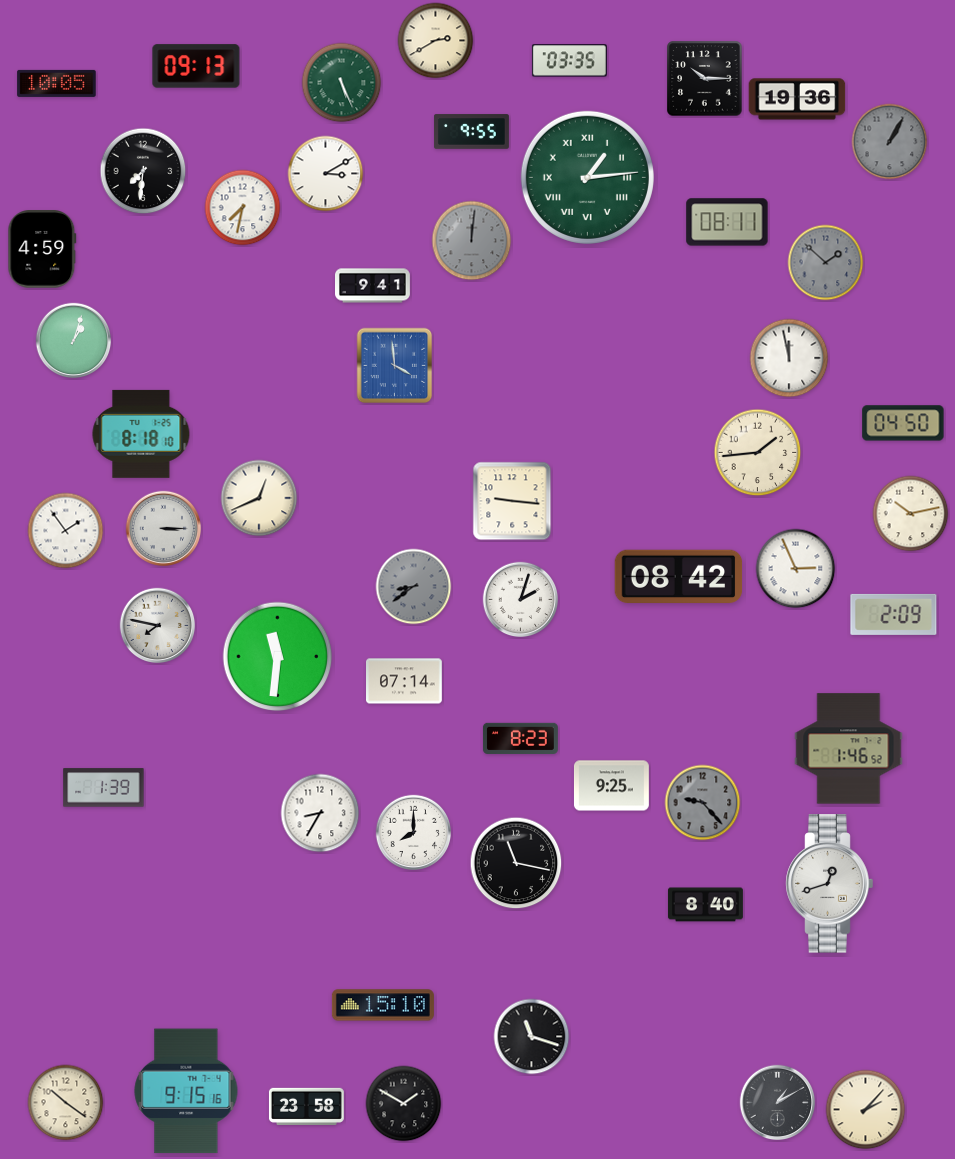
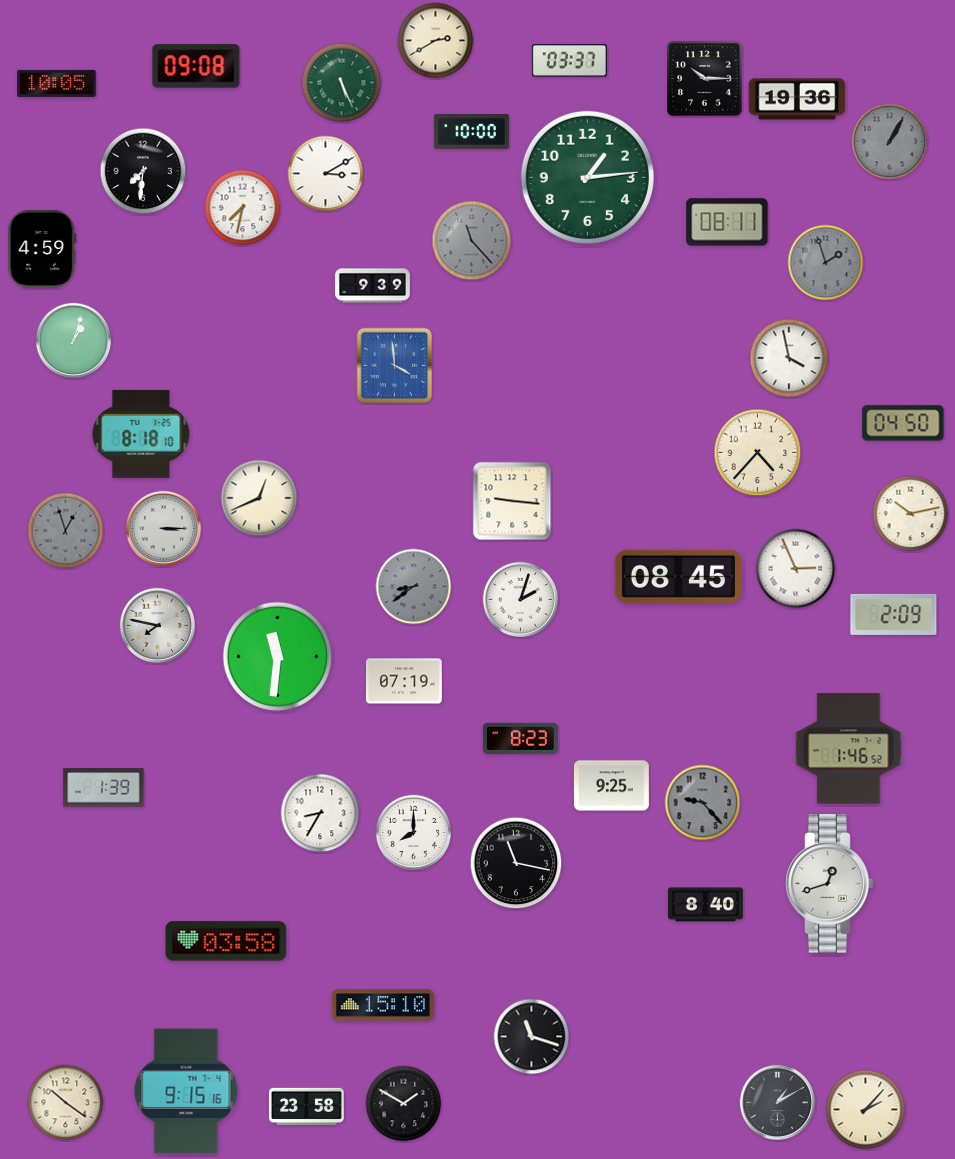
clock at (569, 61): 03:35 -> 03:37
clock at (196, 66): 09:13 -> 09:08
clock at (472, 132): 9:55 -> 10:00
clock at (587, 177) numerals: Roman -> Arabic
clock at (472, 241): 12:01 -> 11:23
clock at (826, 263): 1:52 -> 1:57
clock at (373, 286): 9:41 -> 9:39
clock at (789, 358): 11:58 -> 3:58
clock at (758, 453): 1:44 -> 4:37
clock at (66, 531): 1:54 -> 12:57
clock at (66, 531) dial: white -> grey
clock at (679, 577): 08:42 -> 08:45
clock at (405, 681): 07:14 -> 07:19
clock at (226, 941): none -> 03:58
